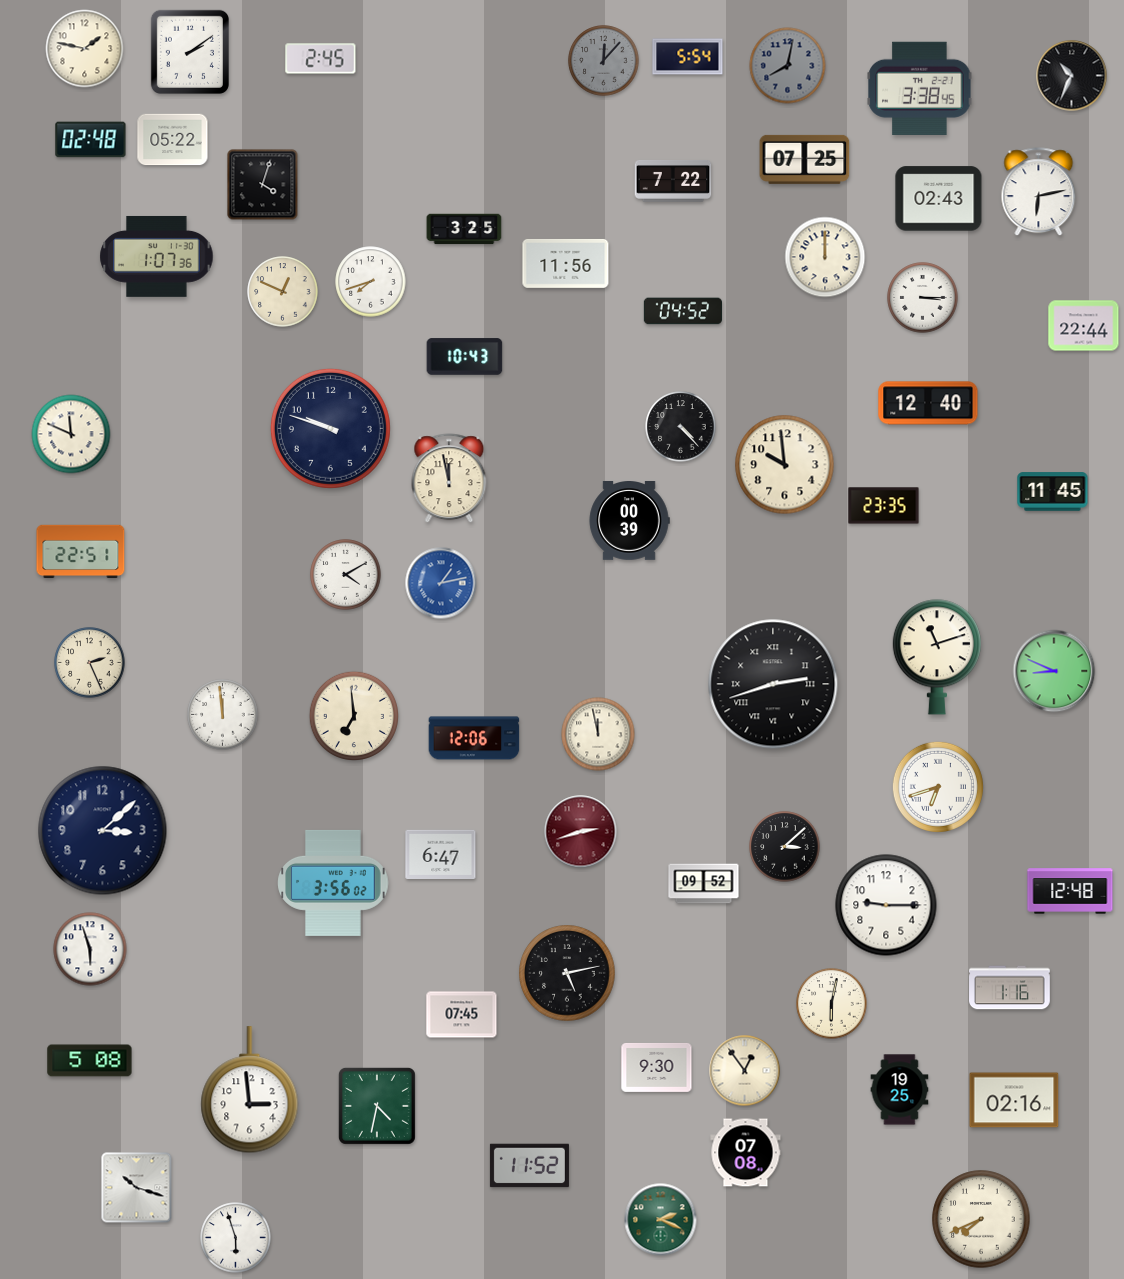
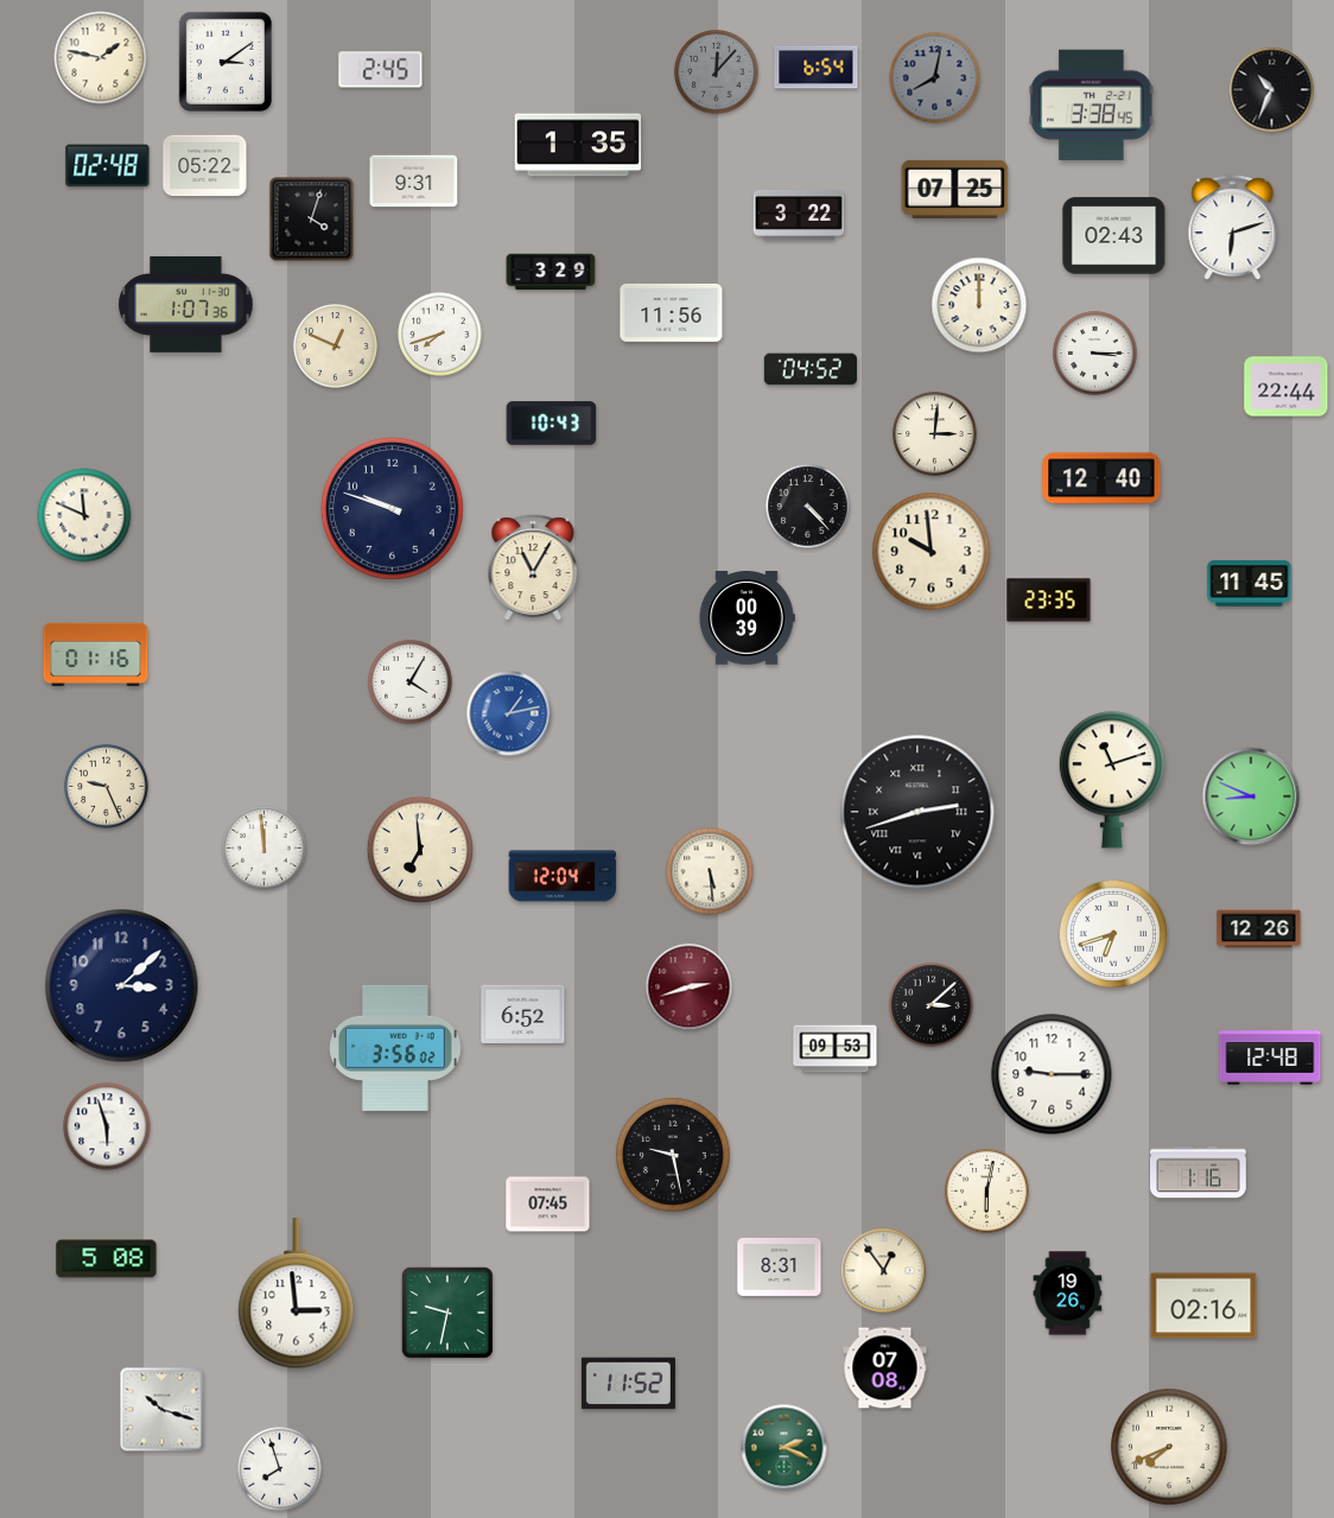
clock at (190, 52): 2:09 -> 3:09
clock at (688, 57): 5:54 -> 6:54
clock at (578, 145): none -> 1:35
clock at (414, 182): none -> 9:31
clock at (673, 181): 7:22 -> 3:22
clock at (1039, 192): 6:13 -> 6:12
clock at (464, 229): 3:25 -> 3:29
clock at (935, 434): none -> 3:01
clock at (449, 479): 11:58 -> 11:05
clock at (81, 552): 22:51 -> 01:16
clock at (346, 575): 4:10 -> 4:05
clock at (441, 583) position: (441, 583) -> (509, 713)
clock at (90, 663): 2:26 -> 9:26
clock at (598, 734): 11:58 -> 5:29
clock at (474, 738): 12:06 -> 12:04
clock at (1259, 929): none -> 12:26
clock at (441, 854): 6:47 -> 6:52
clock at (704, 884): 09:52 -> 09:53
clock at (567, 973): 5:13 -> 9:28
clock at (657, 1067): 9:30 -> 8:31
clock at (900, 1090): 19:25 -> 19:26
clock at (377, 1106): 4:32 -> 9:32
clock at (981, 1219) position: (981, 1219) -> (1169, 1447)
clock at (236, 1238): 5:57 -> 7:57
